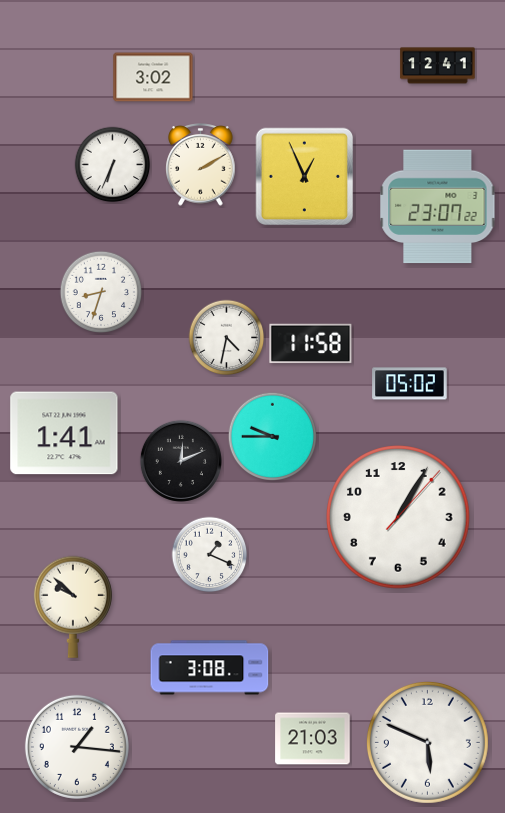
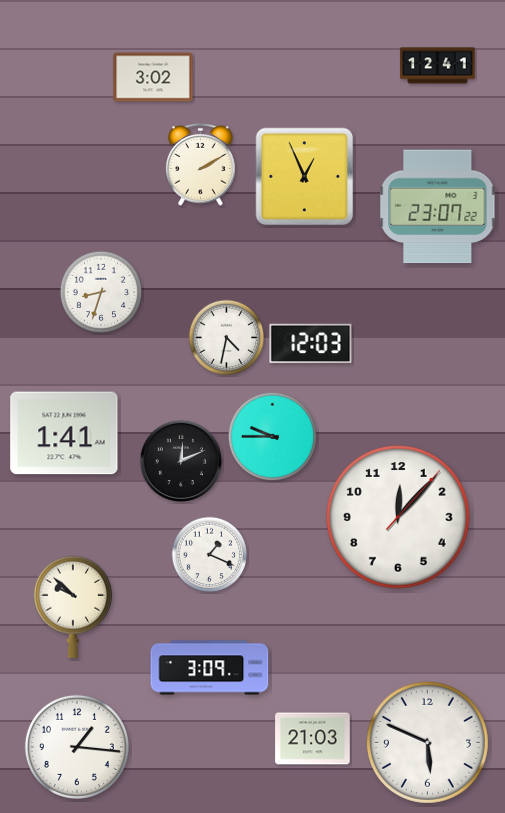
clock at (113, 165): 6:34 -> none
clock at (311, 344): 11:58 -> 12:03
clock at (410, 384): 05:02 -> none
clock at (399, 518): 1:05 -> 12:07
clock at (210, 668): 3:08 -> 3:09
